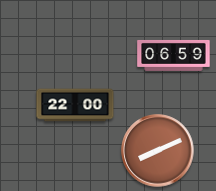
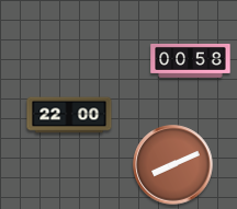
clock at (174, 56): 06:59 -> 00:58
clock at (75, 105) position: (75, 105) -> (69, 115)
